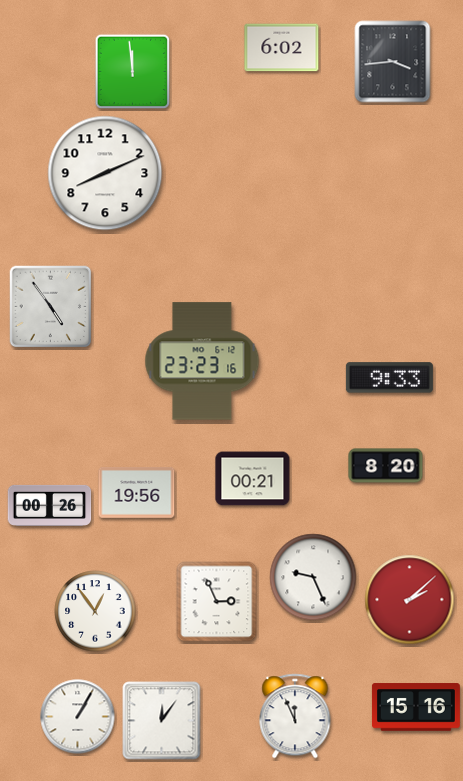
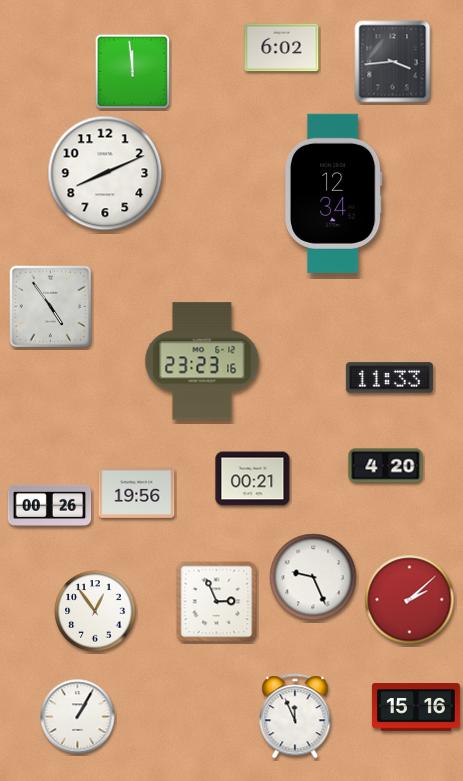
clock at (333, 193): none -> 12:34
clock at (389, 378): 9:33 -> 11:33
clock at (386, 466): 8:20 -> 4:20
clock at (162, 721): 12:06 -> none
